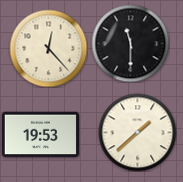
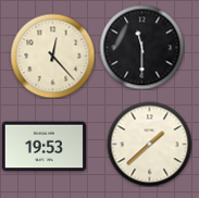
clock at (48, 48) position: (48, 48) -> (52, 55)
